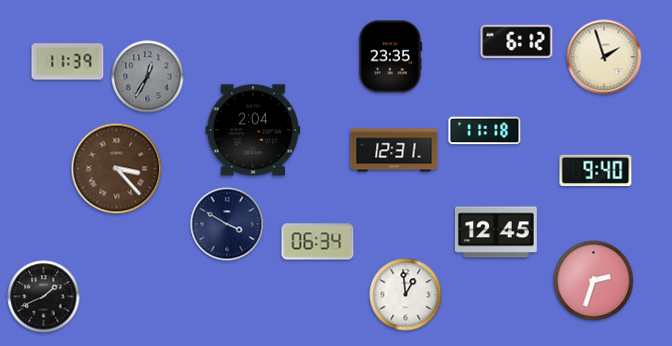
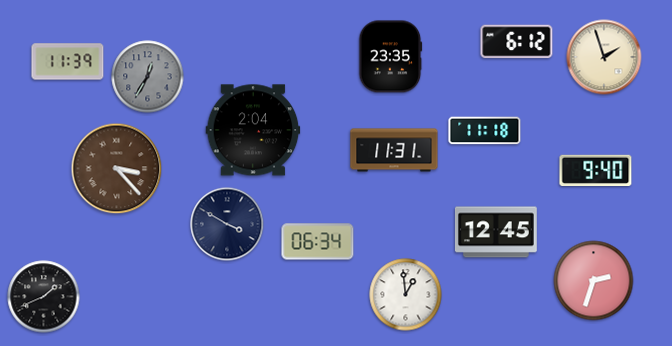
clock at (394, 150): 12:31 -> 11:31
